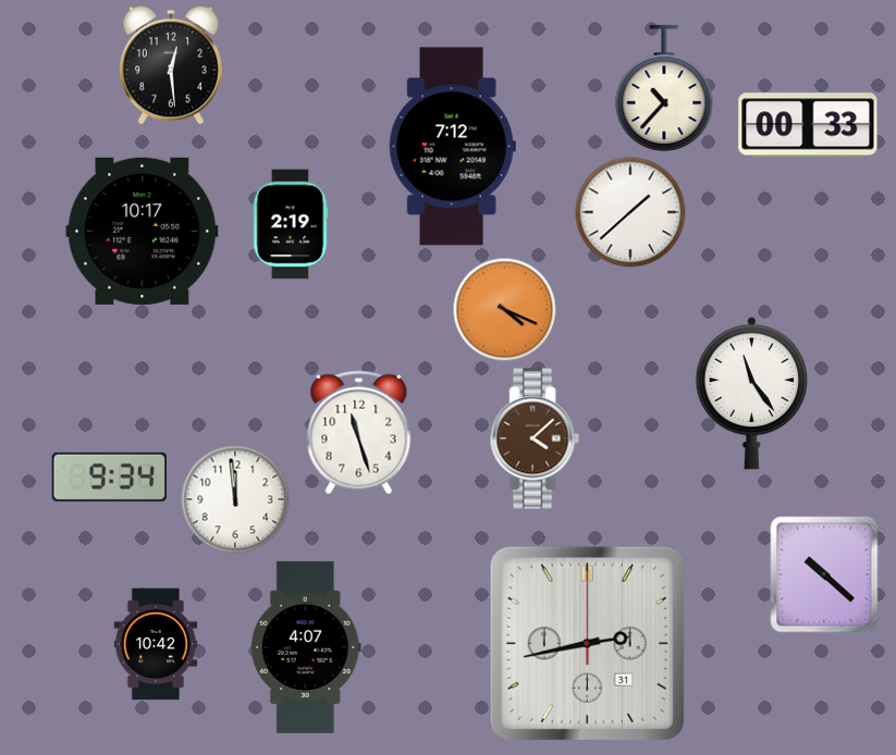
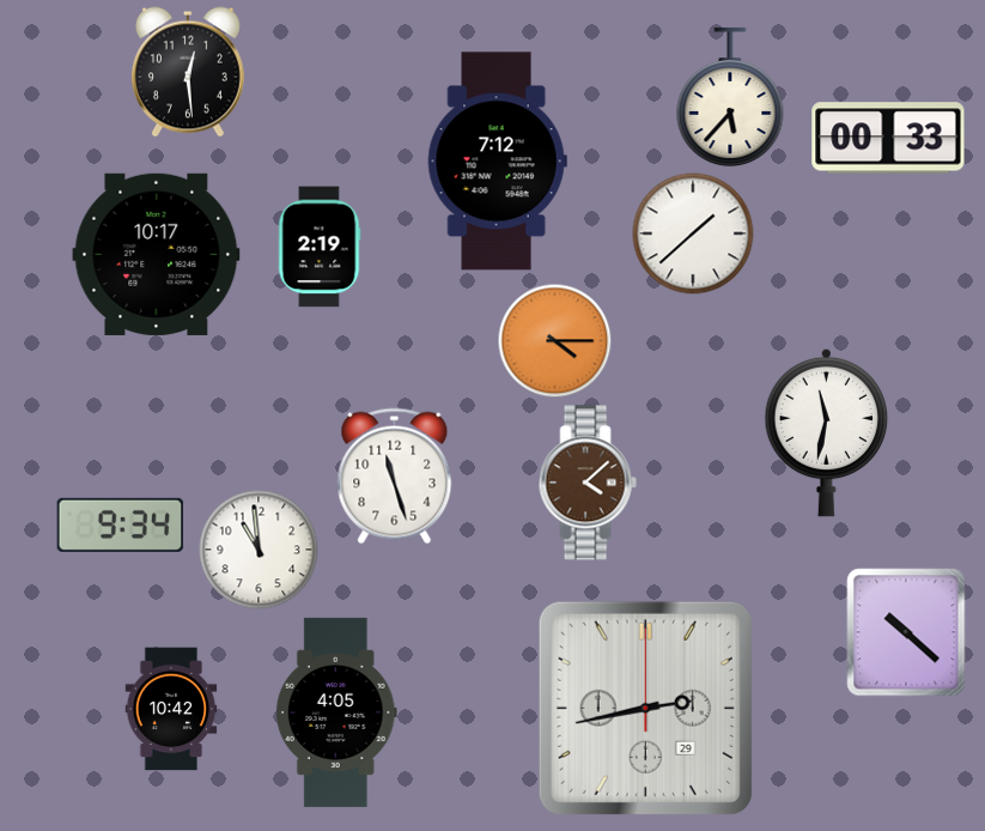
clock at (664, 88): 10:37 -> 5:37
clock at (504, 309): 4:19 -> 4:15
clock at (752, 393): 11:24 -> 11:32
clock at (235, 499): 11:59 -> 10:59
clock at (587, 643) date: 31 -> 29
clock at (306, 647): 4:07 -> 4:05
